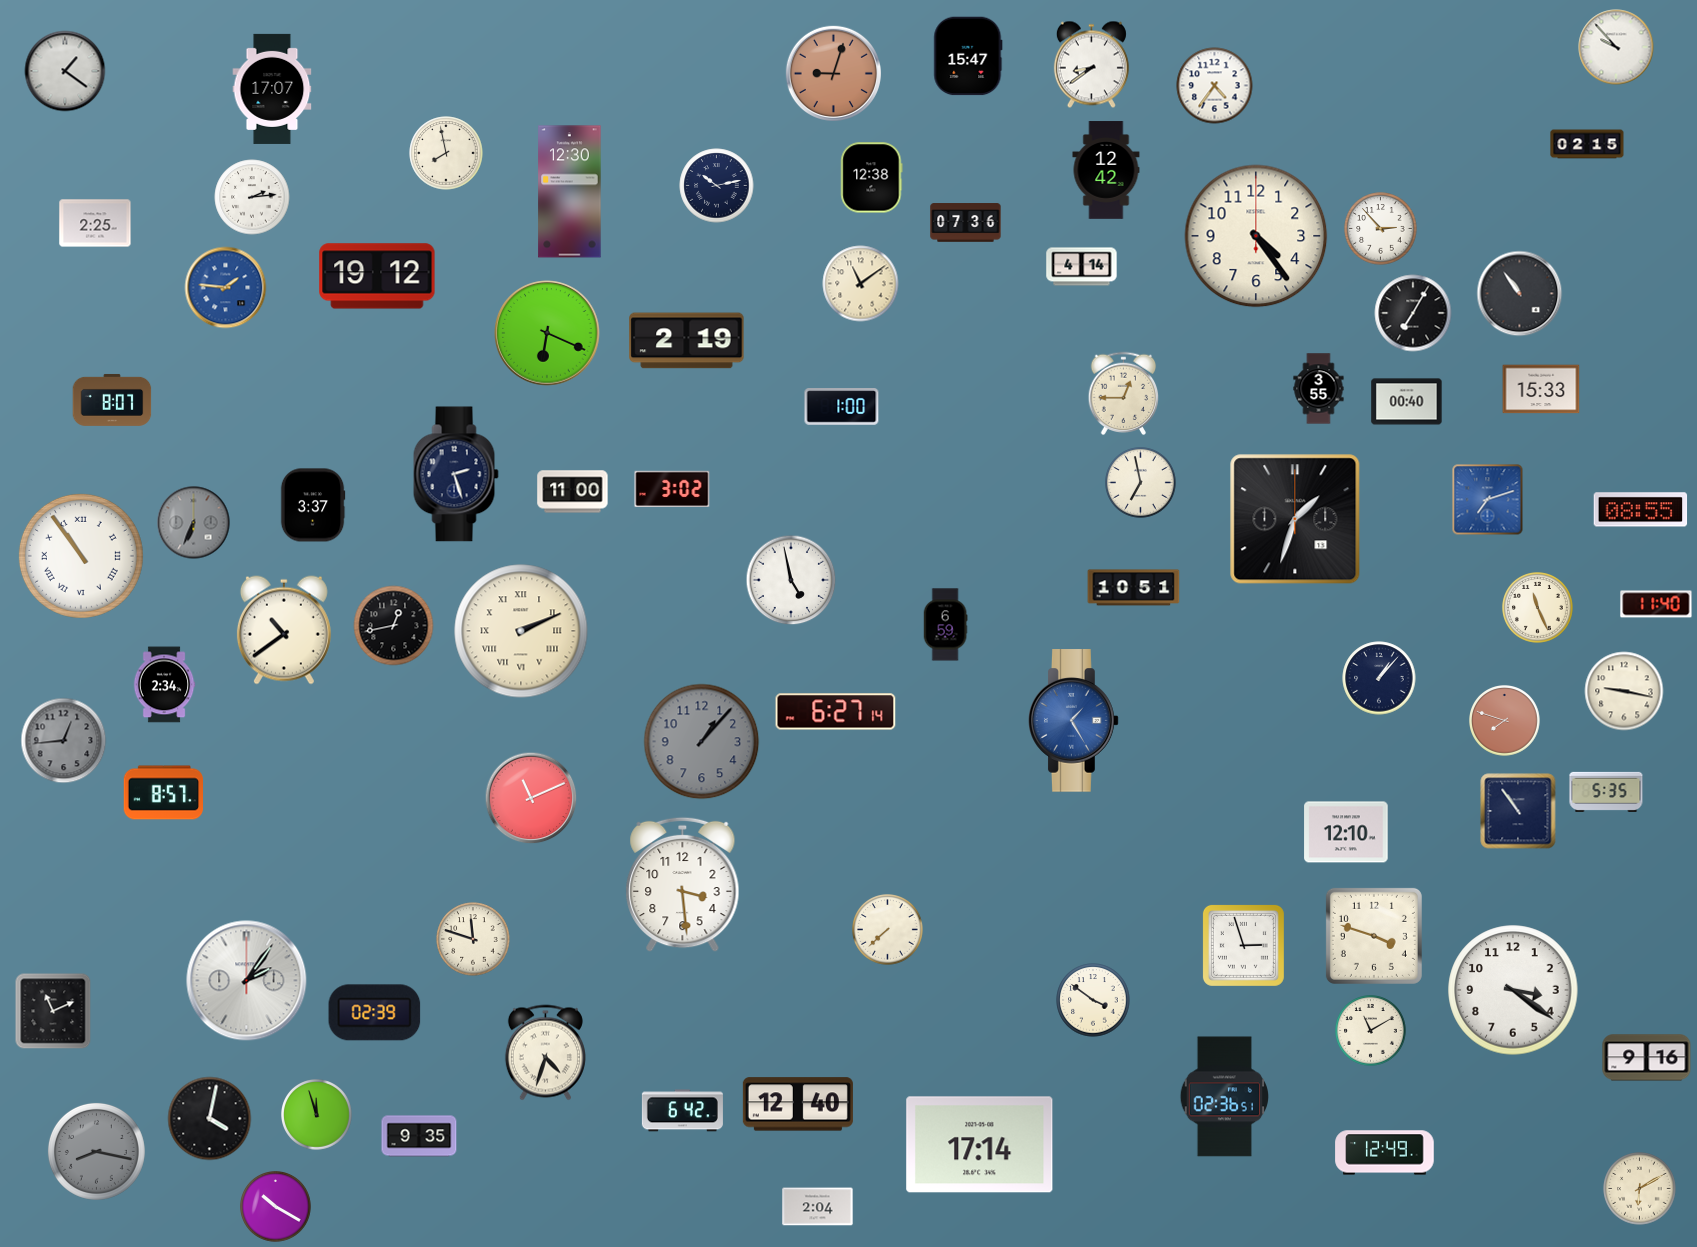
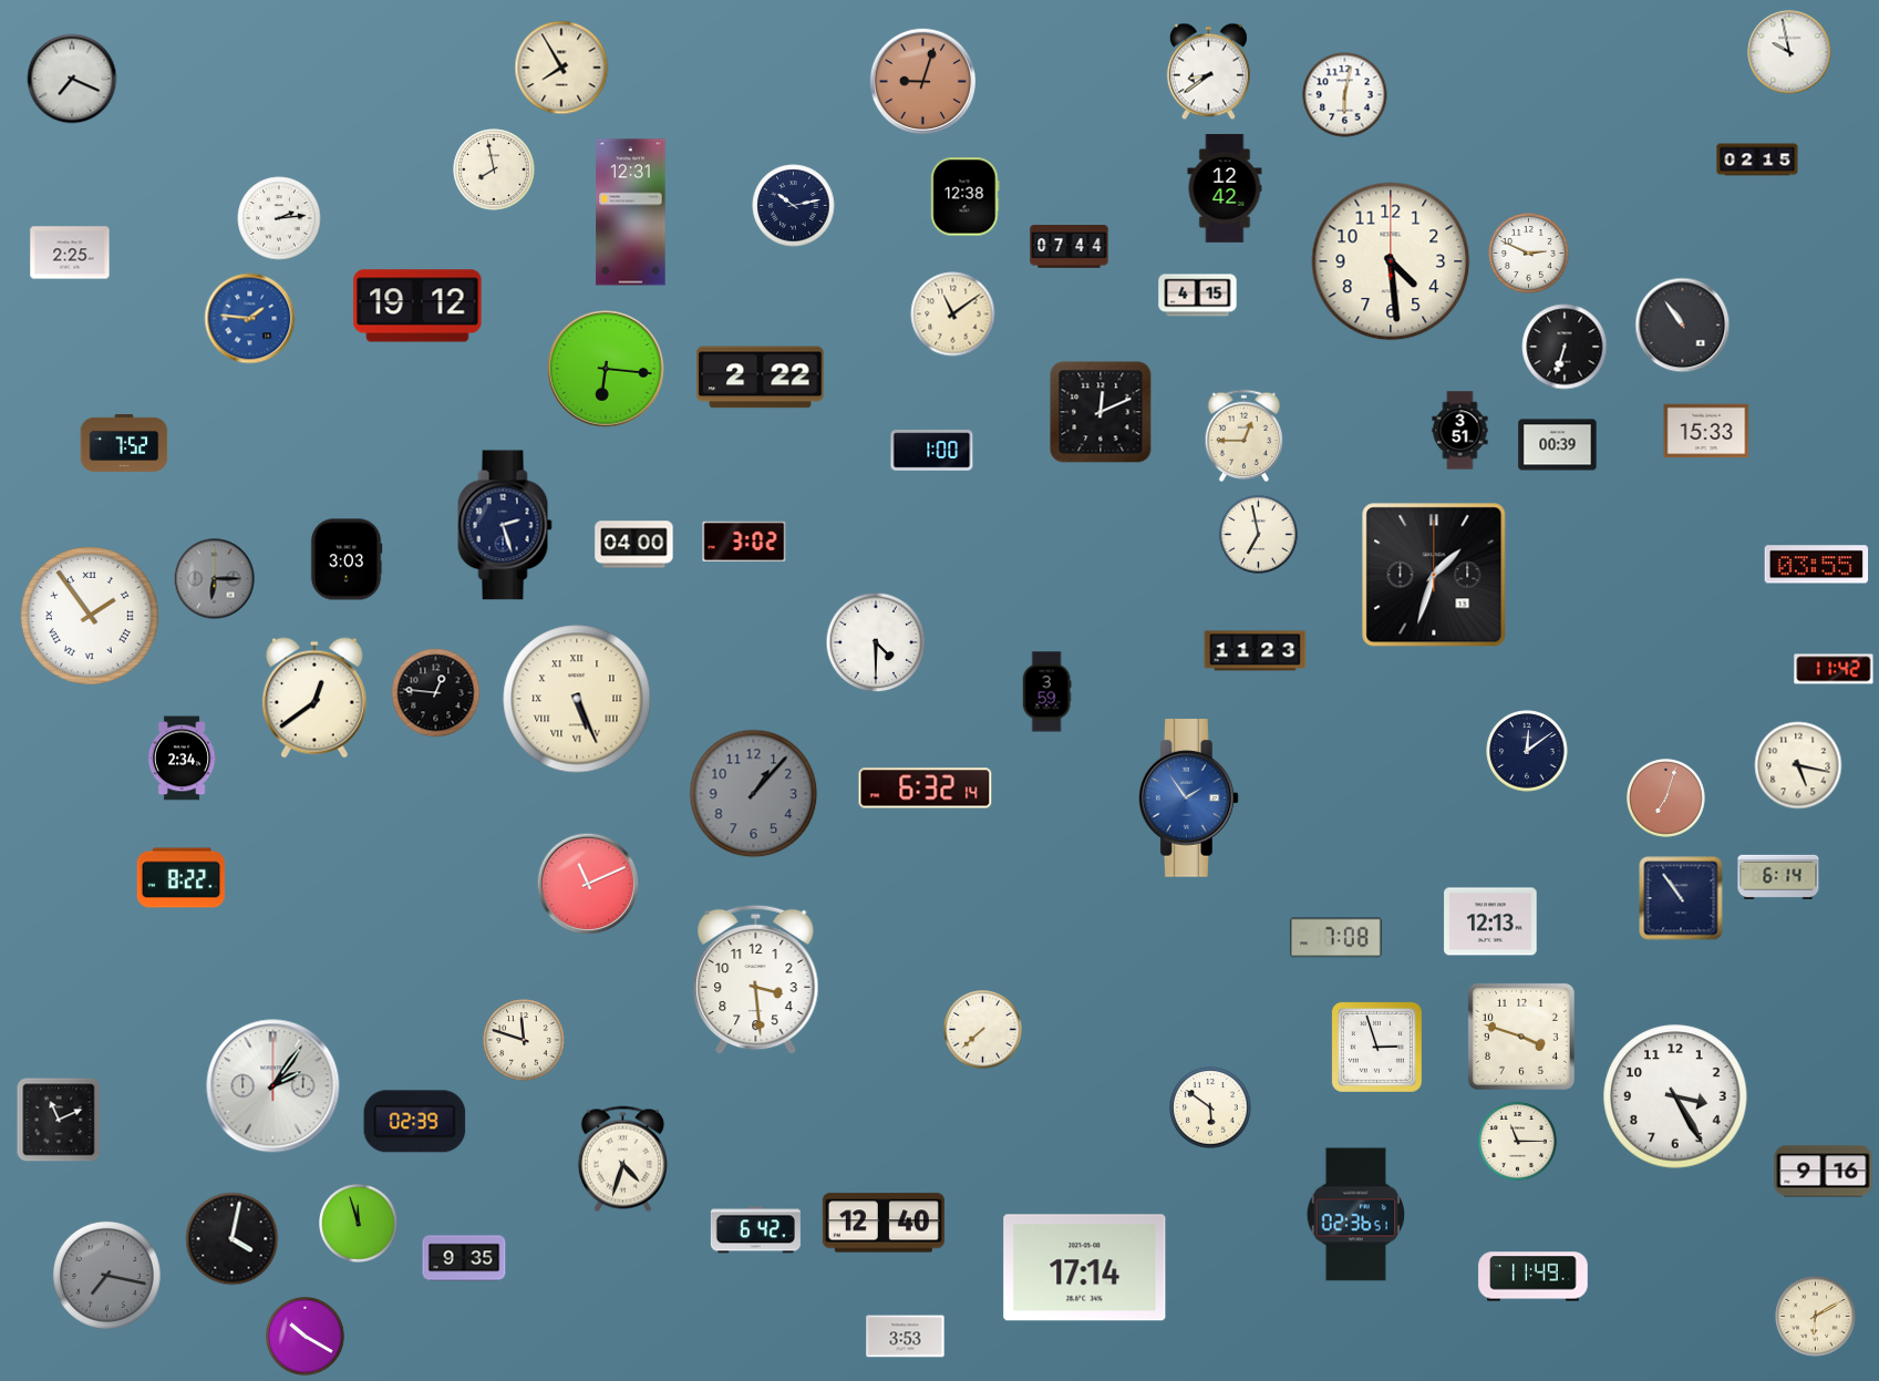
clock at (1616, 47): 9:53 -> 9:58
clock at (968, 56): 15:47 -> none
clock at (561, 68): none -> 7:55
clock at (65, 71): 1:21 -> 7:19
clock at (1215, 86): 4:36 -> 6:02
clock at (272, 89): 17:07 -> none
clock at (570, 192): 12:30 -> 12:31
clock at (95, 223) position: (95, 223) -> (70, 253)
clock at (966, 223): 07:36 -> 07:44
clock at (1381, 229): 2:53 -> 2:49
clock at (1256, 236): 4:24 -> 4:29
clock at (1082, 267): 4:14 -> 4:15
clock at (1413, 313): 7:05 -> 6:33
clock at (547, 333): 6:19 -> 6:16
clock at (687, 341): 2:19 -> 2:22
clock at (1101, 412): none -> 12:11
clock at (1319, 389): 3:55 -> 3:51
clock at (112, 400): 8:07 -> 7:52
clock at (1407, 402): 00:40 -> 00:39
clock at (1141, 483) position: (1141, 483) -> (1259, 535)
clock at (573, 492): 11:00 -> 04:00
clock at (1488, 500): 7:12 -> none
clock at (313, 505): 3:37 -> 3:03
clock at (1641, 510): 08:55 -> 03:55
clock at (194, 523): 6:34 -> 6:15
clock at (81, 556): 10:54 -> 1:54
clock at (791, 580): 4:58 -> 4:30
clock at (1134, 588): 10:51 -> 11:23
clock at (1656, 604): 11:40 -> 11:42
clock at (1538, 608): 11:26 -> none
clock at (945, 625): 6:59 -> 3:59
clock at (394, 626): 12:43 -> 12:46
clock at (284, 630): 10:39 -> 12:39
clock at (521, 631): 2:11 -> 5:26
clock at (1379, 678): 1:07 -> 12:09
clock at (1624, 691): 9:17 -> 5:17
clock at (836, 712): 6:27 -> 6:32
clock at (1074, 721): 1:25 -> 1:54
clock at (1505, 721): 7:48 -> 7:03
clock at (64, 741): 12:44 -> none
clock at (702, 742) position: (702, 742) -> (754, 794)
clock at (1606, 792): 5:35 -> 6:14
clock at (164, 793): 8:57 -> 8:22
clock at (1346, 832): 12:10 -> 12:13
clock at (1335, 938): none -> 7:08
clock at (1513, 990): 3:21 -> 3:25
clock at (1093, 1000): 3:51 -> 5:51
clock at (1371, 1031): 11:10 -> 11:15
clock at (545, 1053) position: (545, 1053) -> (622, 1160)
clock at (317, 1115) position: (317, 1115) -> (359, 1224)
clock at (96, 1151): 8:17 -> 7:17
clock at (1385, 1153): 12:49 -> 11:49
clock at (818, 1207): 2:04 -> 3:53
